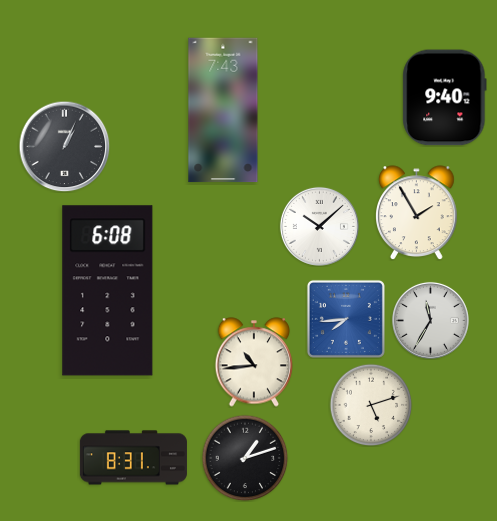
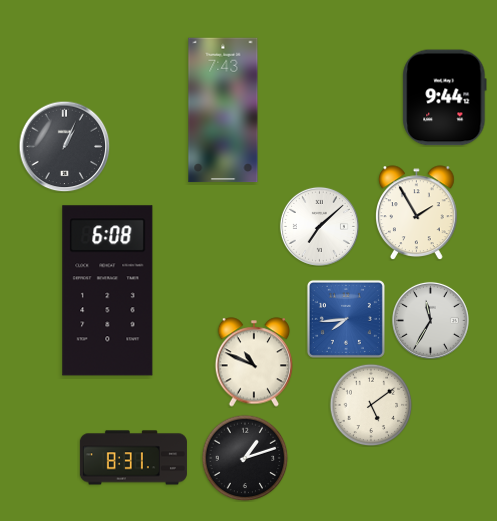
clock at (445, 98): 9:40 -> 9:44
clock at (319, 226): 10:08 -> 7:08
clock at (254, 362): 10:44 -> 10:49
clock at (371, 405): 5:12 -> 5:09
